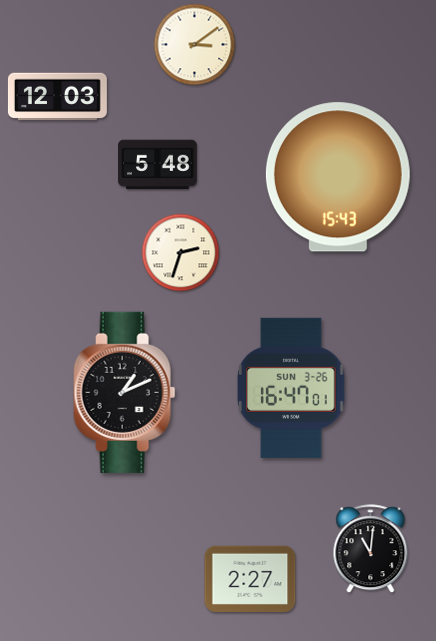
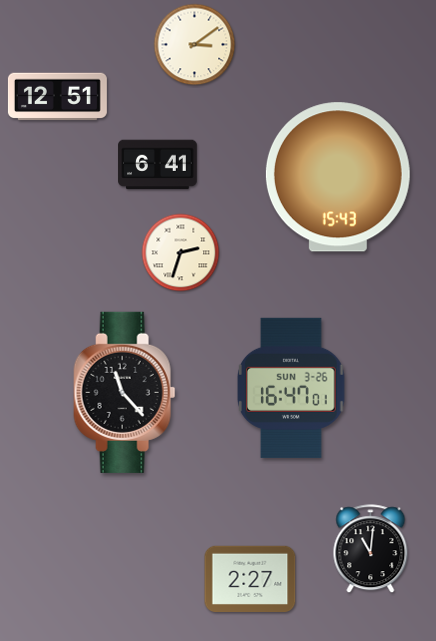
clock at (57, 97): 12:03 -> 12:51
clock at (158, 165): 5:48 -> 6:41
clock at (125, 392): 1:11 -> 11:23
